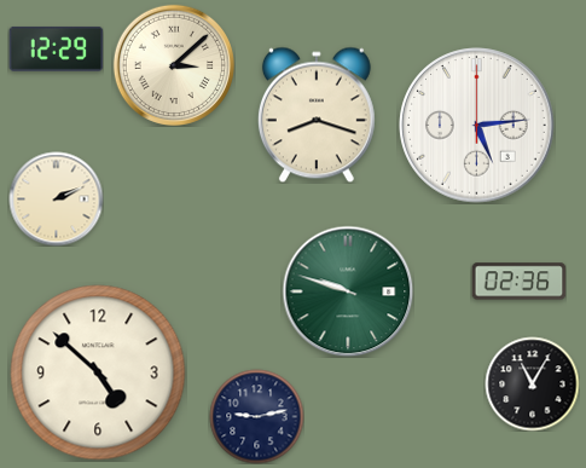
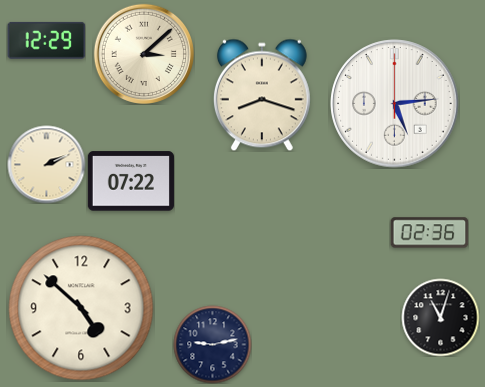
clock at (131, 181): none -> 07:22
clock at (348, 291): 9:48 -> none
clock at (532, 383): 11:05 -> 11:03
